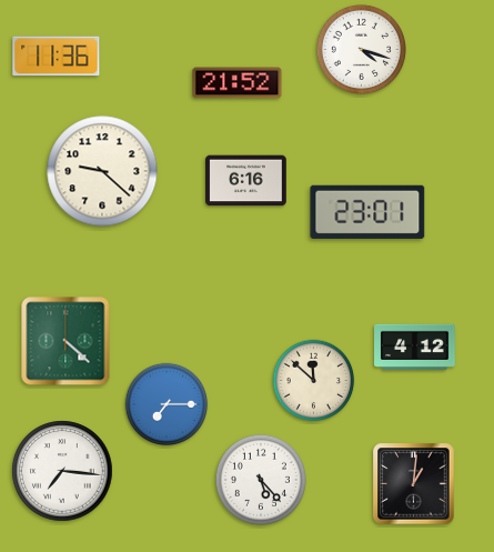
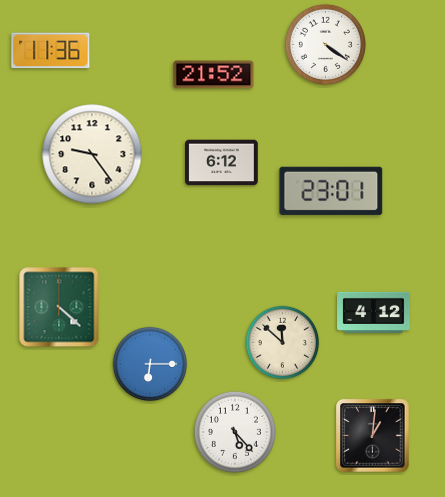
clock at (361, 49): 4:18 -> 4:21
clock at (102, 171): 9:22 -> 9:24
clock at (246, 181): 6:16 -> 6:12
clock at (167, 404): 7:15 -> 6:15
clock at (62, 471): 7:16 -> none
